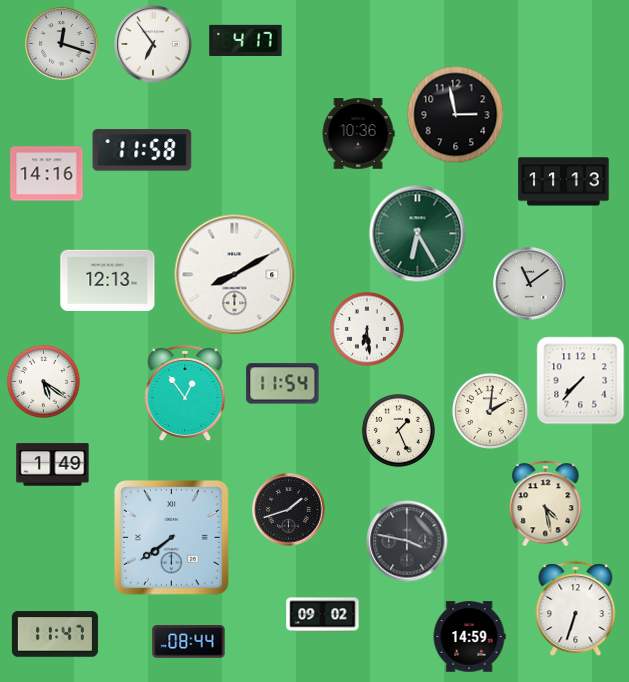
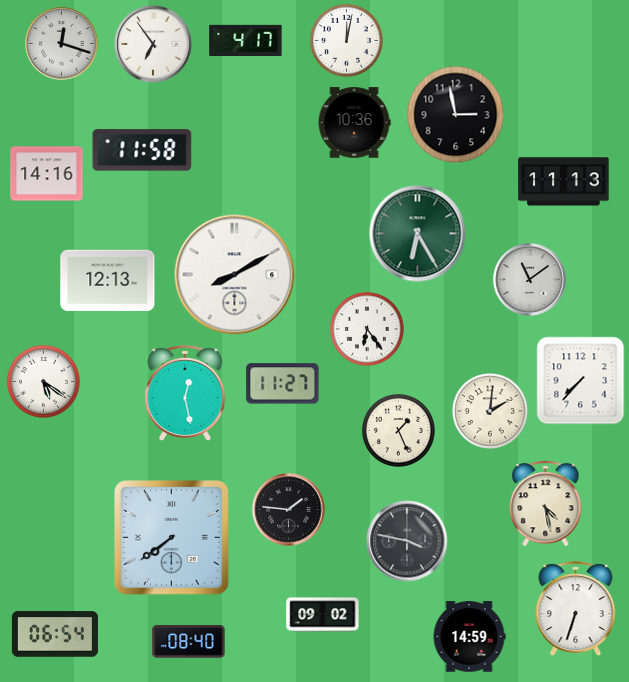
clock at (346, 40): none -> 12:02
clock at (358, 134) position: (358, 134) -> (354, 123)
clock at (530, 284) position: (530, 284) -> (530, 280)
clock at (367, 329): 6:29 -> 6:24
clock at (283, 384): 11:54 -> 11:27
clock at (185, 393): 12:54 -> 12:28
clock at (53, 465): 1:49 -> none
clock at (289, 510): 1:42 -> 1:46
clock at (55, 634): 11:47 -> 06:54
clock at (189, 642): 08:44 -> 08:40
